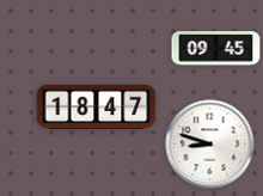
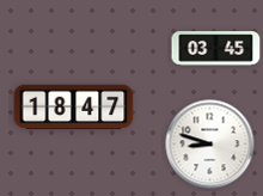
clock at (216, 49): 09:45 -> 03:45
clock at (97, 108) position: (97, 108) -> (74, 108)
